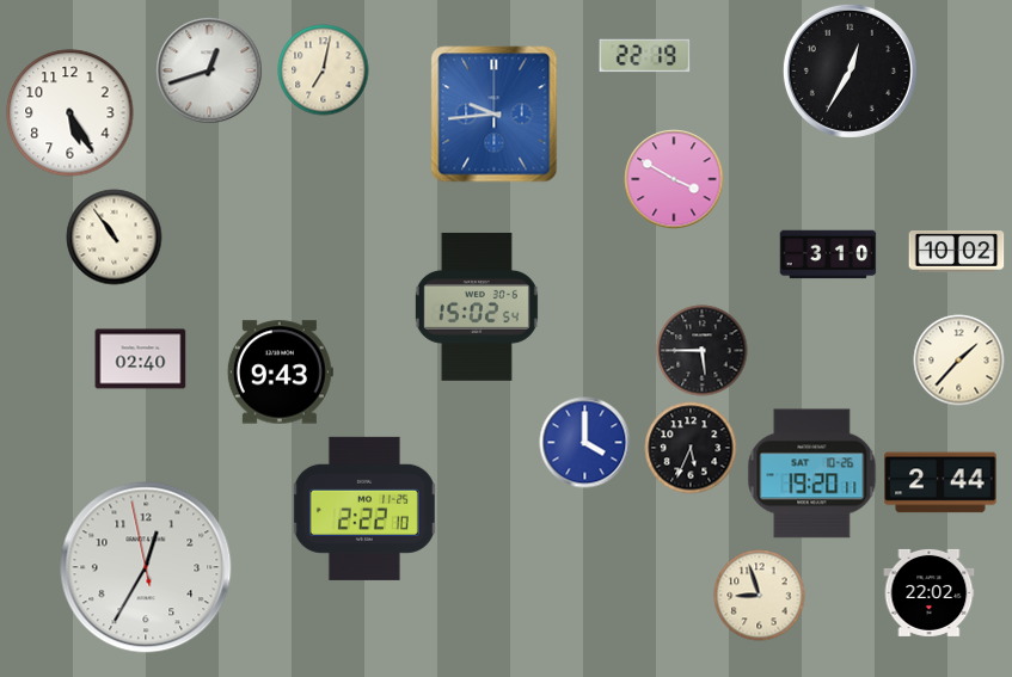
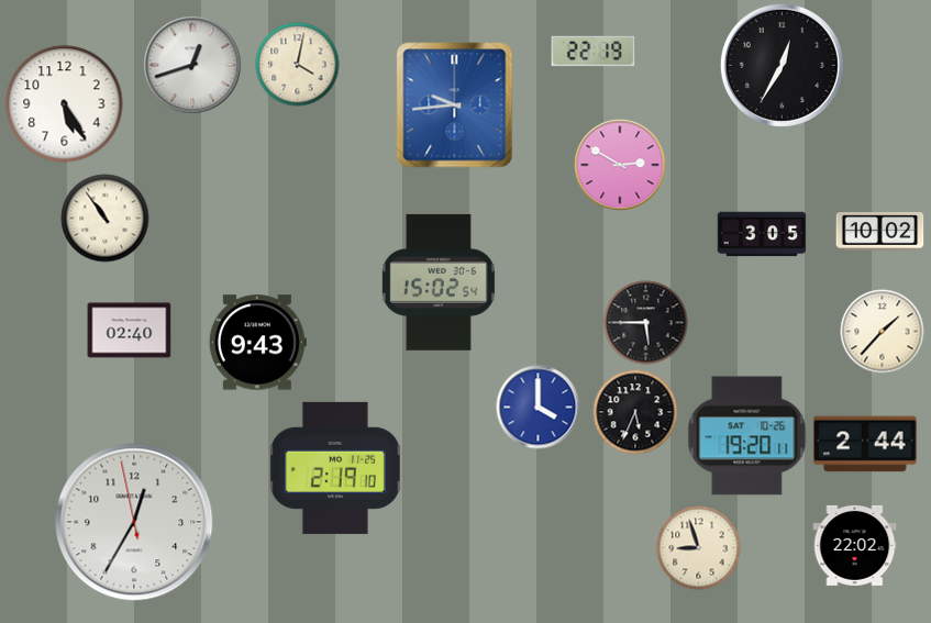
clock at (324, 70): 7:02 -> 4:02
clock at (674, 179): 3:50 -> 2:50
clock at (828, 254): 3:10 -> 3:05
clock at (364, 509): 2:22 -> 2:19
